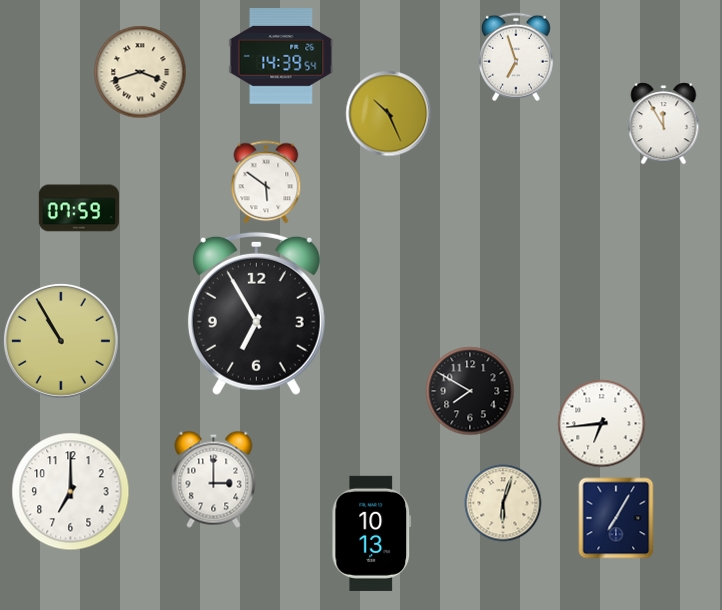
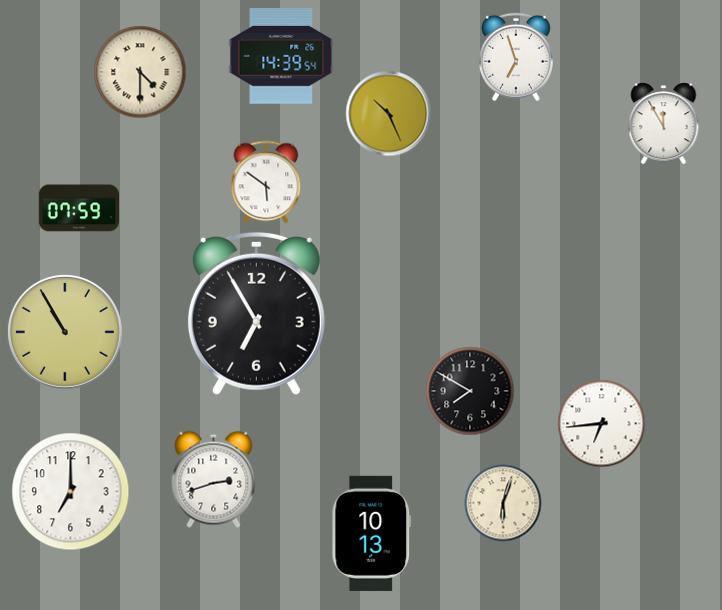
clock at (140, 72): 3:42 -> 4:30
clock at (61, 341) position: (61, 341) -> (65, 332)
clock at (214, 479): 3:00 -> 2:42
clock at (616, 518): 7:05 -> none
